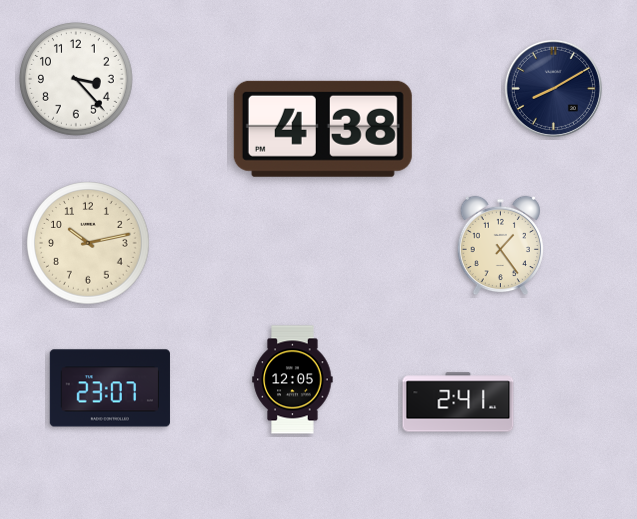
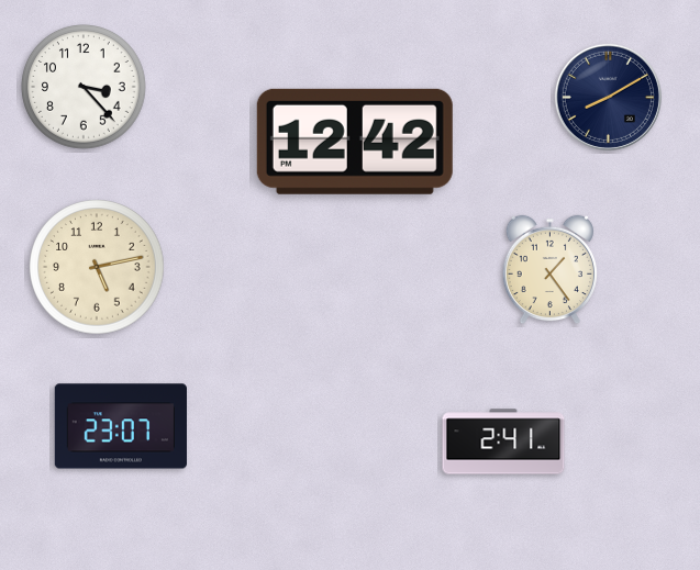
clock at (323, 129): 4:38 -> 12:42
clock at (88, 243): 10:13 -> 5:13
clock at (293, 380): 12:05 -> none
